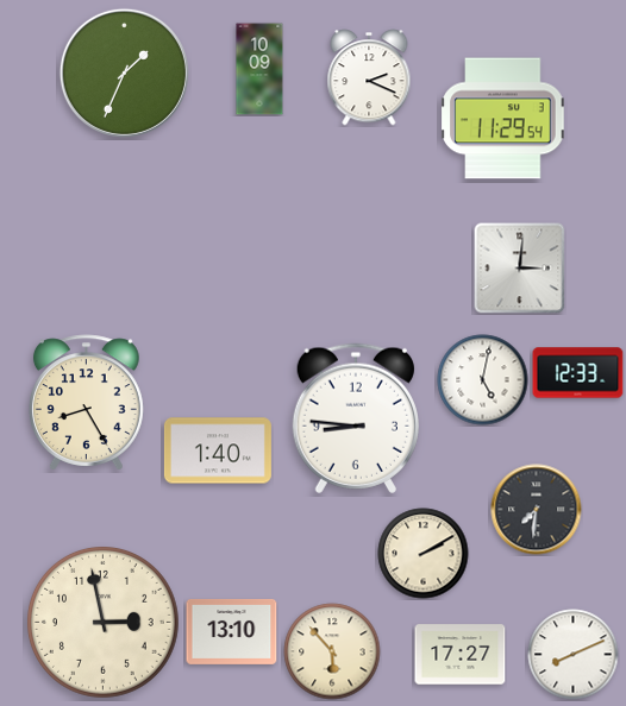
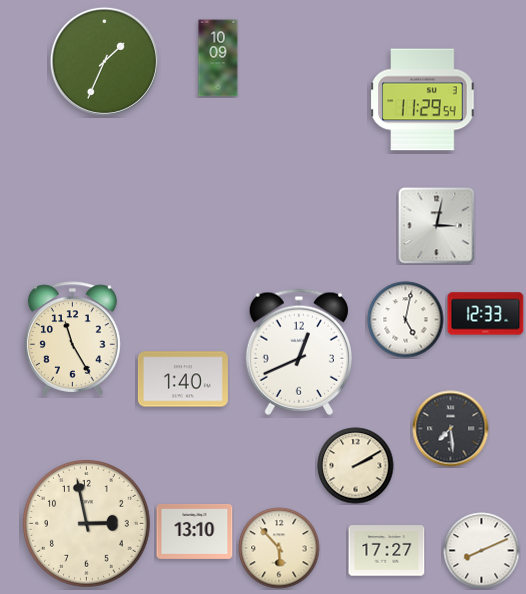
clock at (369, 77): 2:19 -> none
clock at (520, 269): 3:01 -> 3:02
clock at (86, 403): 8:25 -> 11:25
clock at (356, 418): 8:46 -> 12:41
clock at (537, 510): 7:31 -> 7:29
